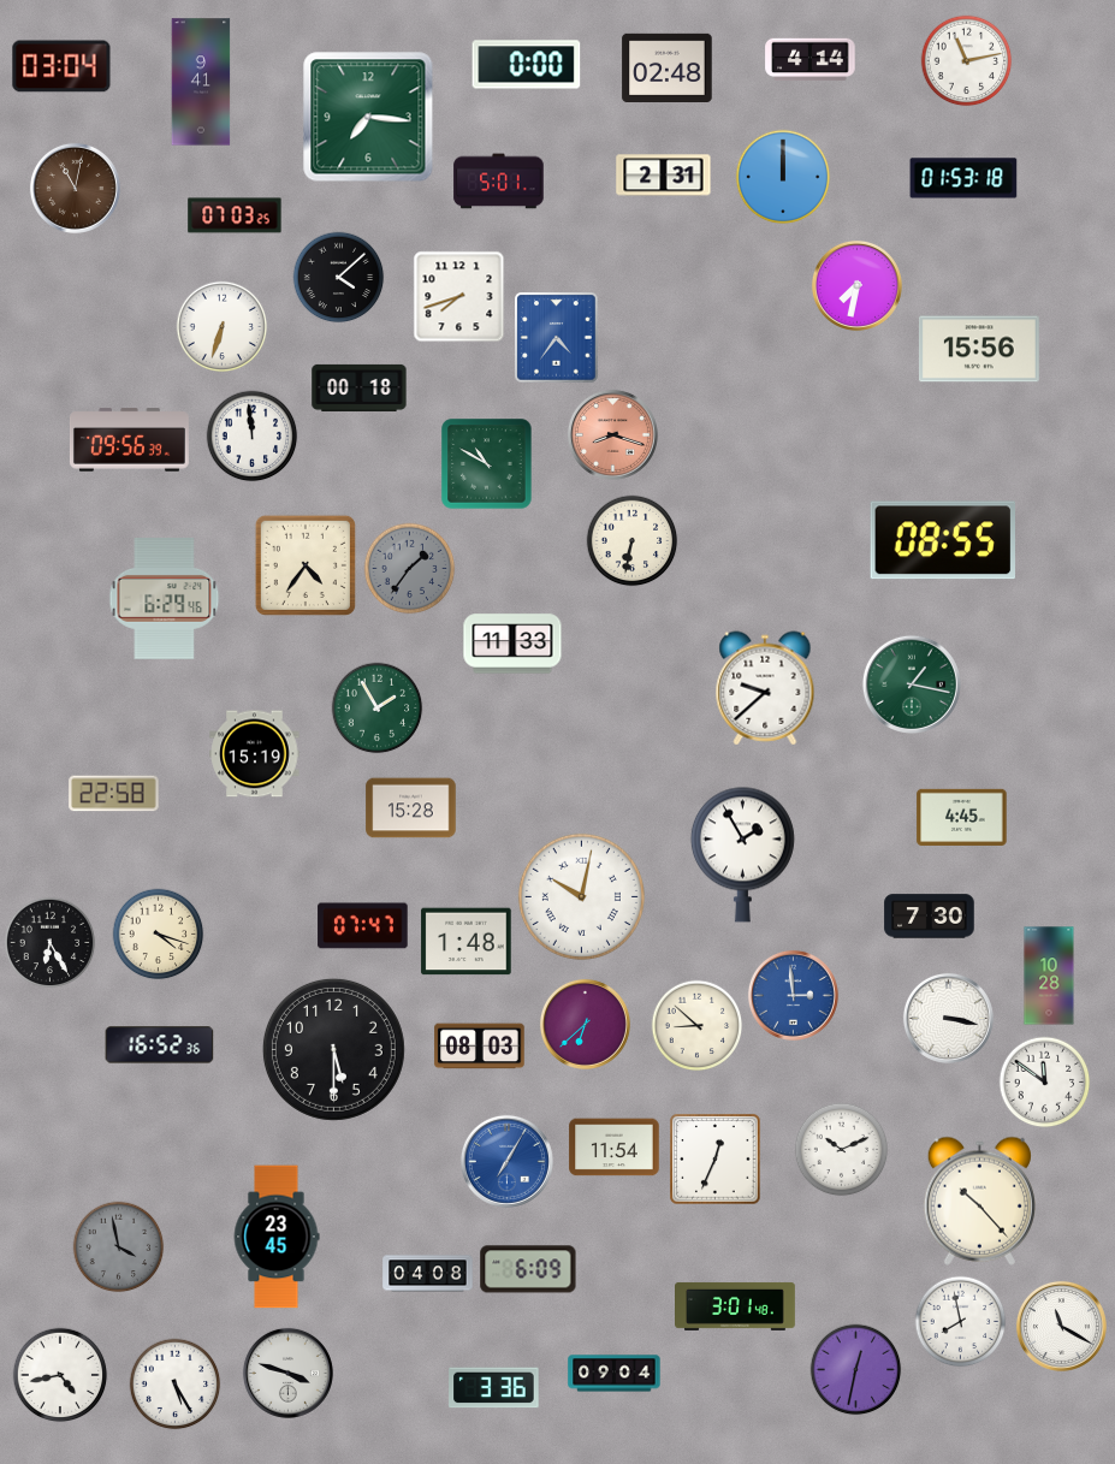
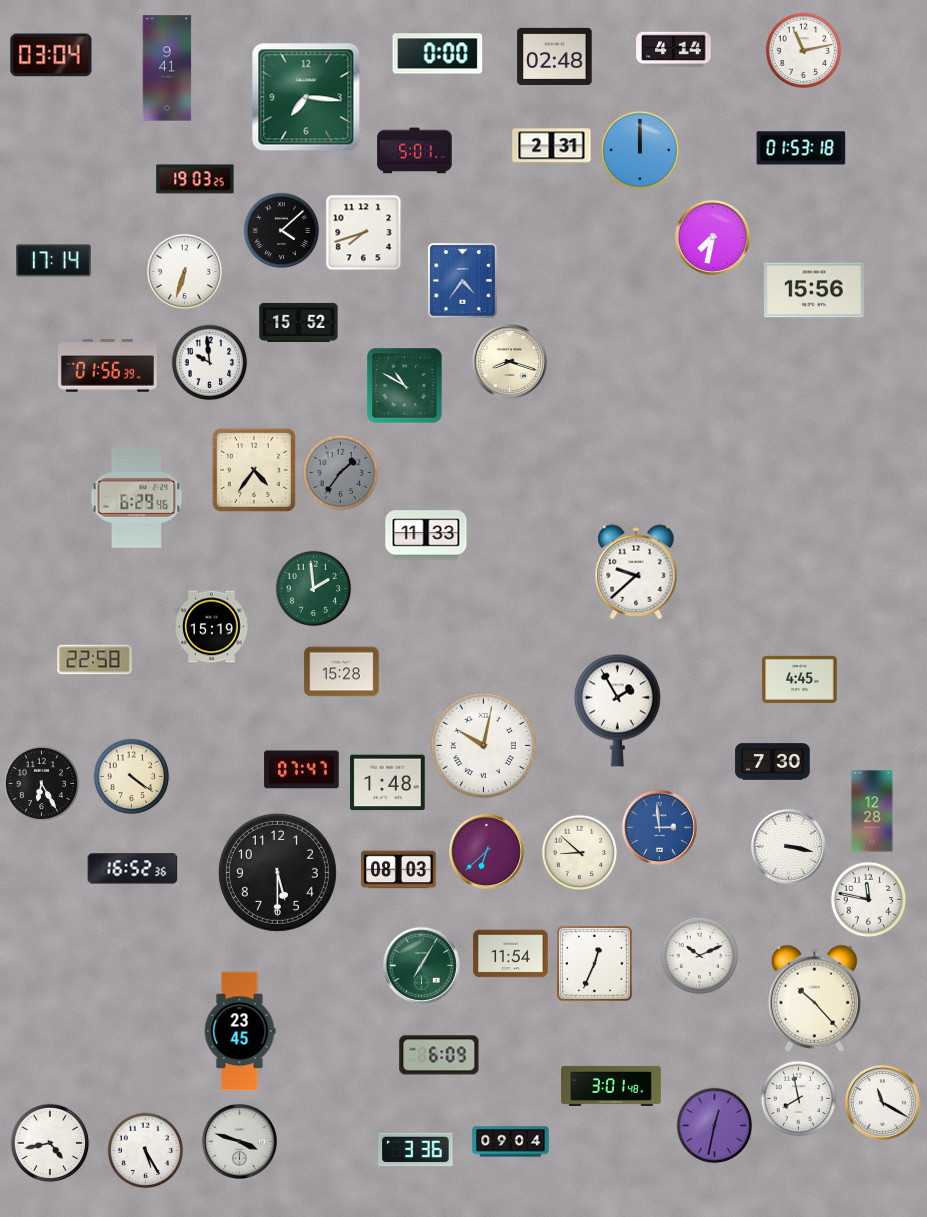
clock at (783, 177) position: (783, 177) -> (640, 150)
clock at (75, 188): 11:02 -> none
clock at (235, 215): 07:03 -> 19:03
clock at (459, 297) position: (459, 297) -> (364, 233)
clock at (54, 261): none -> 17:14
clock at (360, 387): 00:18 -> 15:52
clock at (612, 434) dial: salmon -> cream
clock at (253, 437): 11:59 -> 9:59
clock at (129, 440): 09:56 -> 01:56
clock at (942, 540): 08:55 -> none
clock at (633, 541): 6:32 -> none
clock at (912, 684): 1:17 -> none
clock at (378, 709): 1:55 -> 1:59
clock at (159, 935): 4:18 -> 4:21
clock at (1049, 976): 10:28 -> 12:28
clock at (1045, 1083): 11:51 -> 11:47
clock at (506, 1161) dial: blue -> green
clock at (277, 1237) position: (277, 1237) -> (240, 1031)
clock at (119, 1247): 3:58 -> none
clock at (428, 1274): 04:08 -> none
clock at (856, 1370) position: (856, 1370) -> (715, 1126)
clock at (494, 1388) position: (494, 1388) -> (416, 1150)
